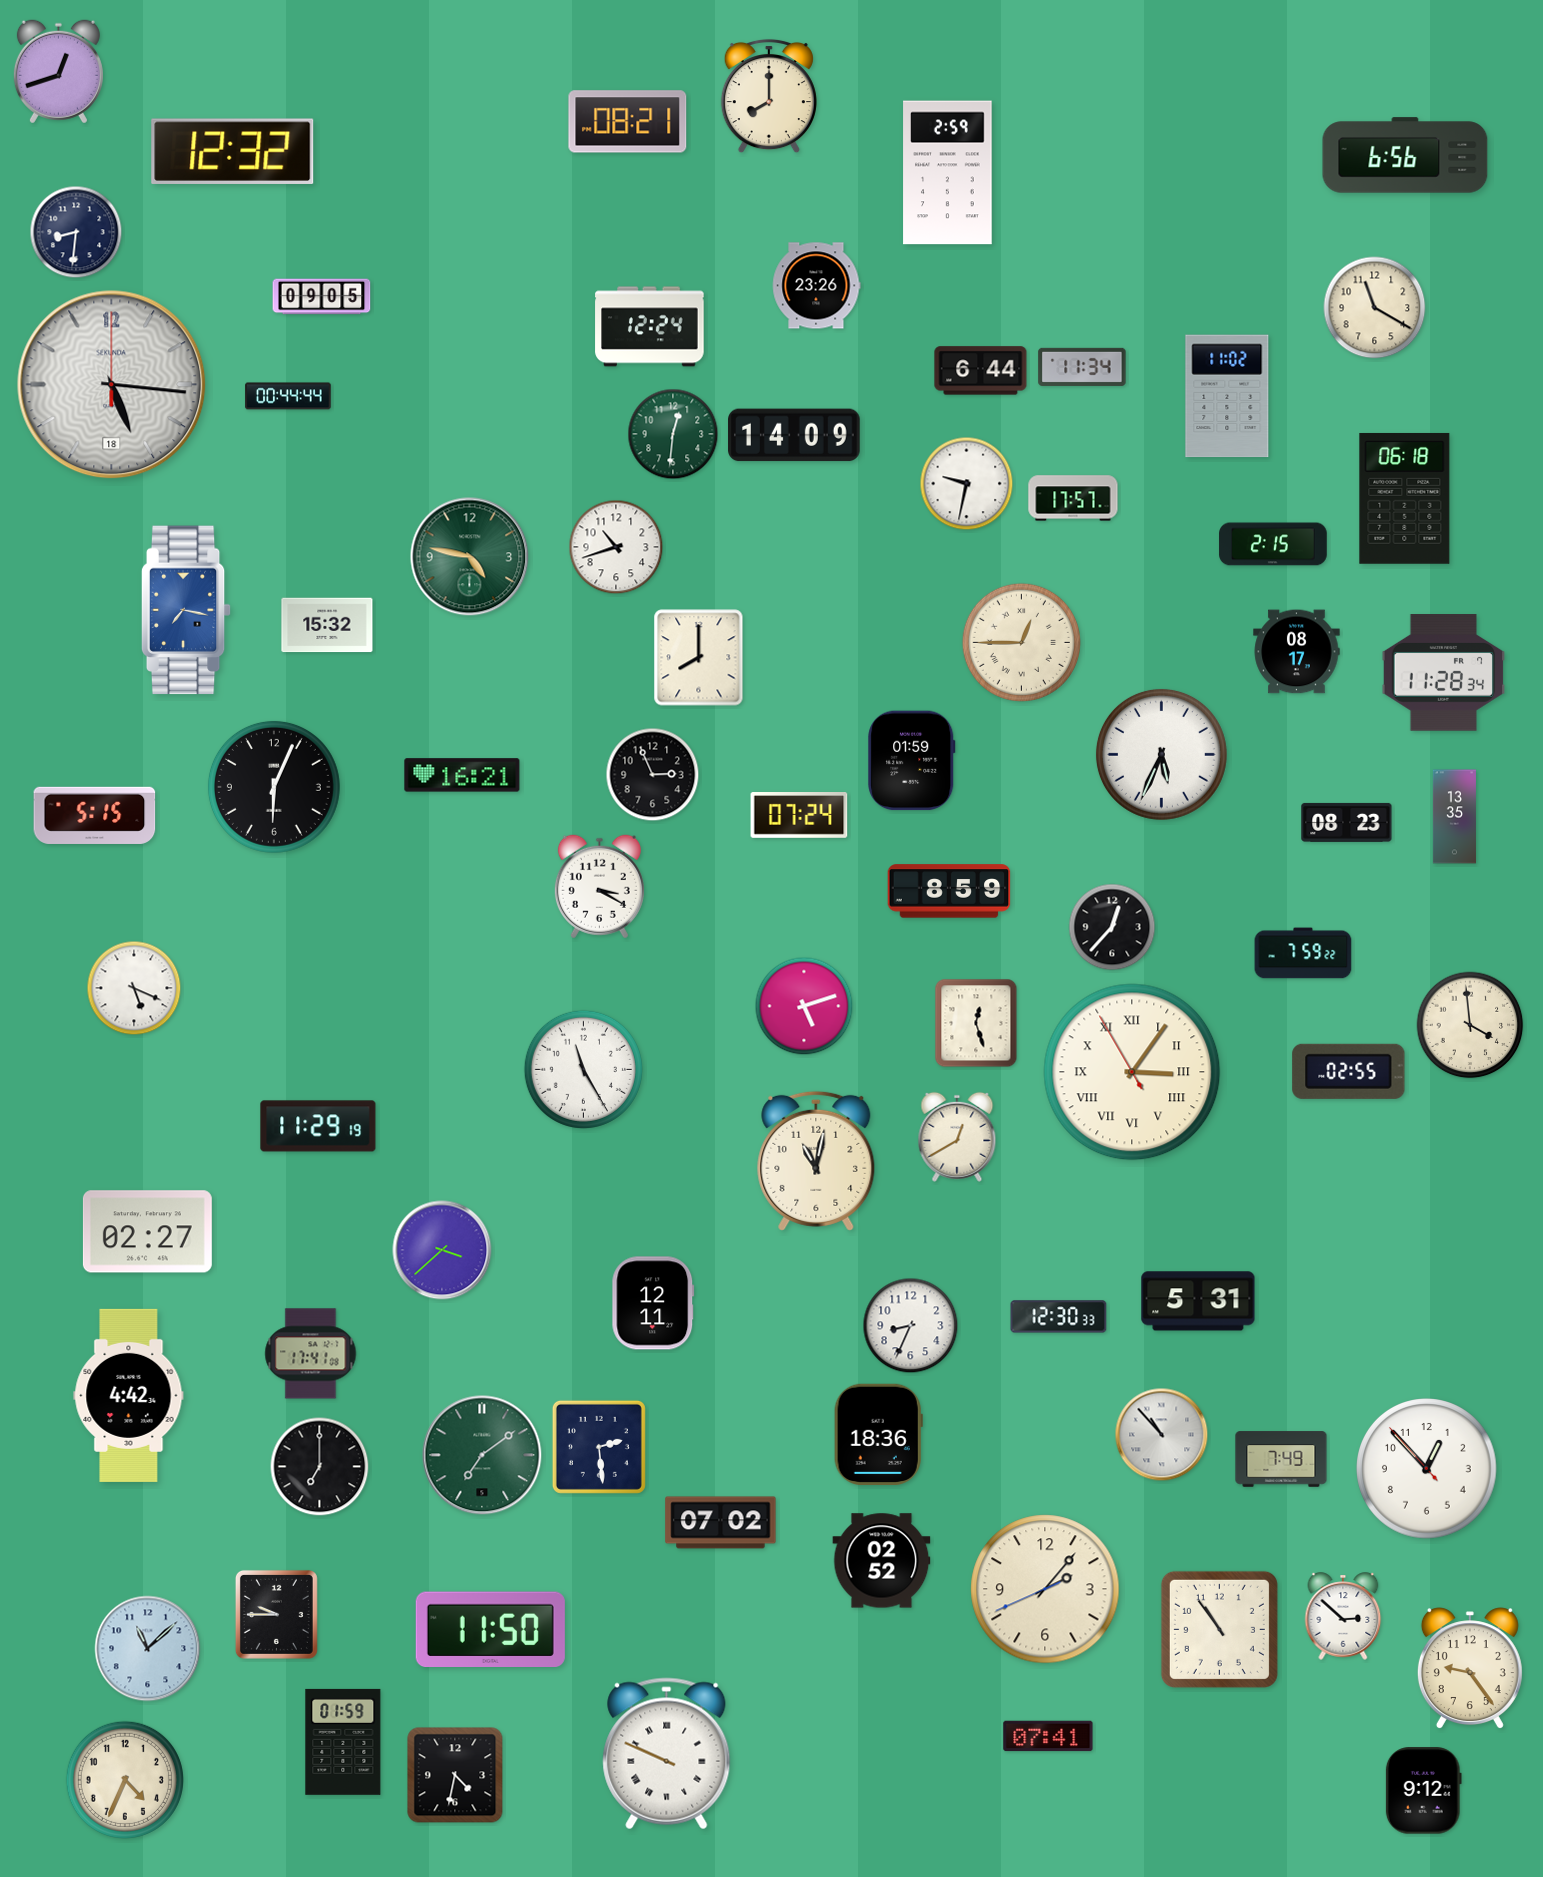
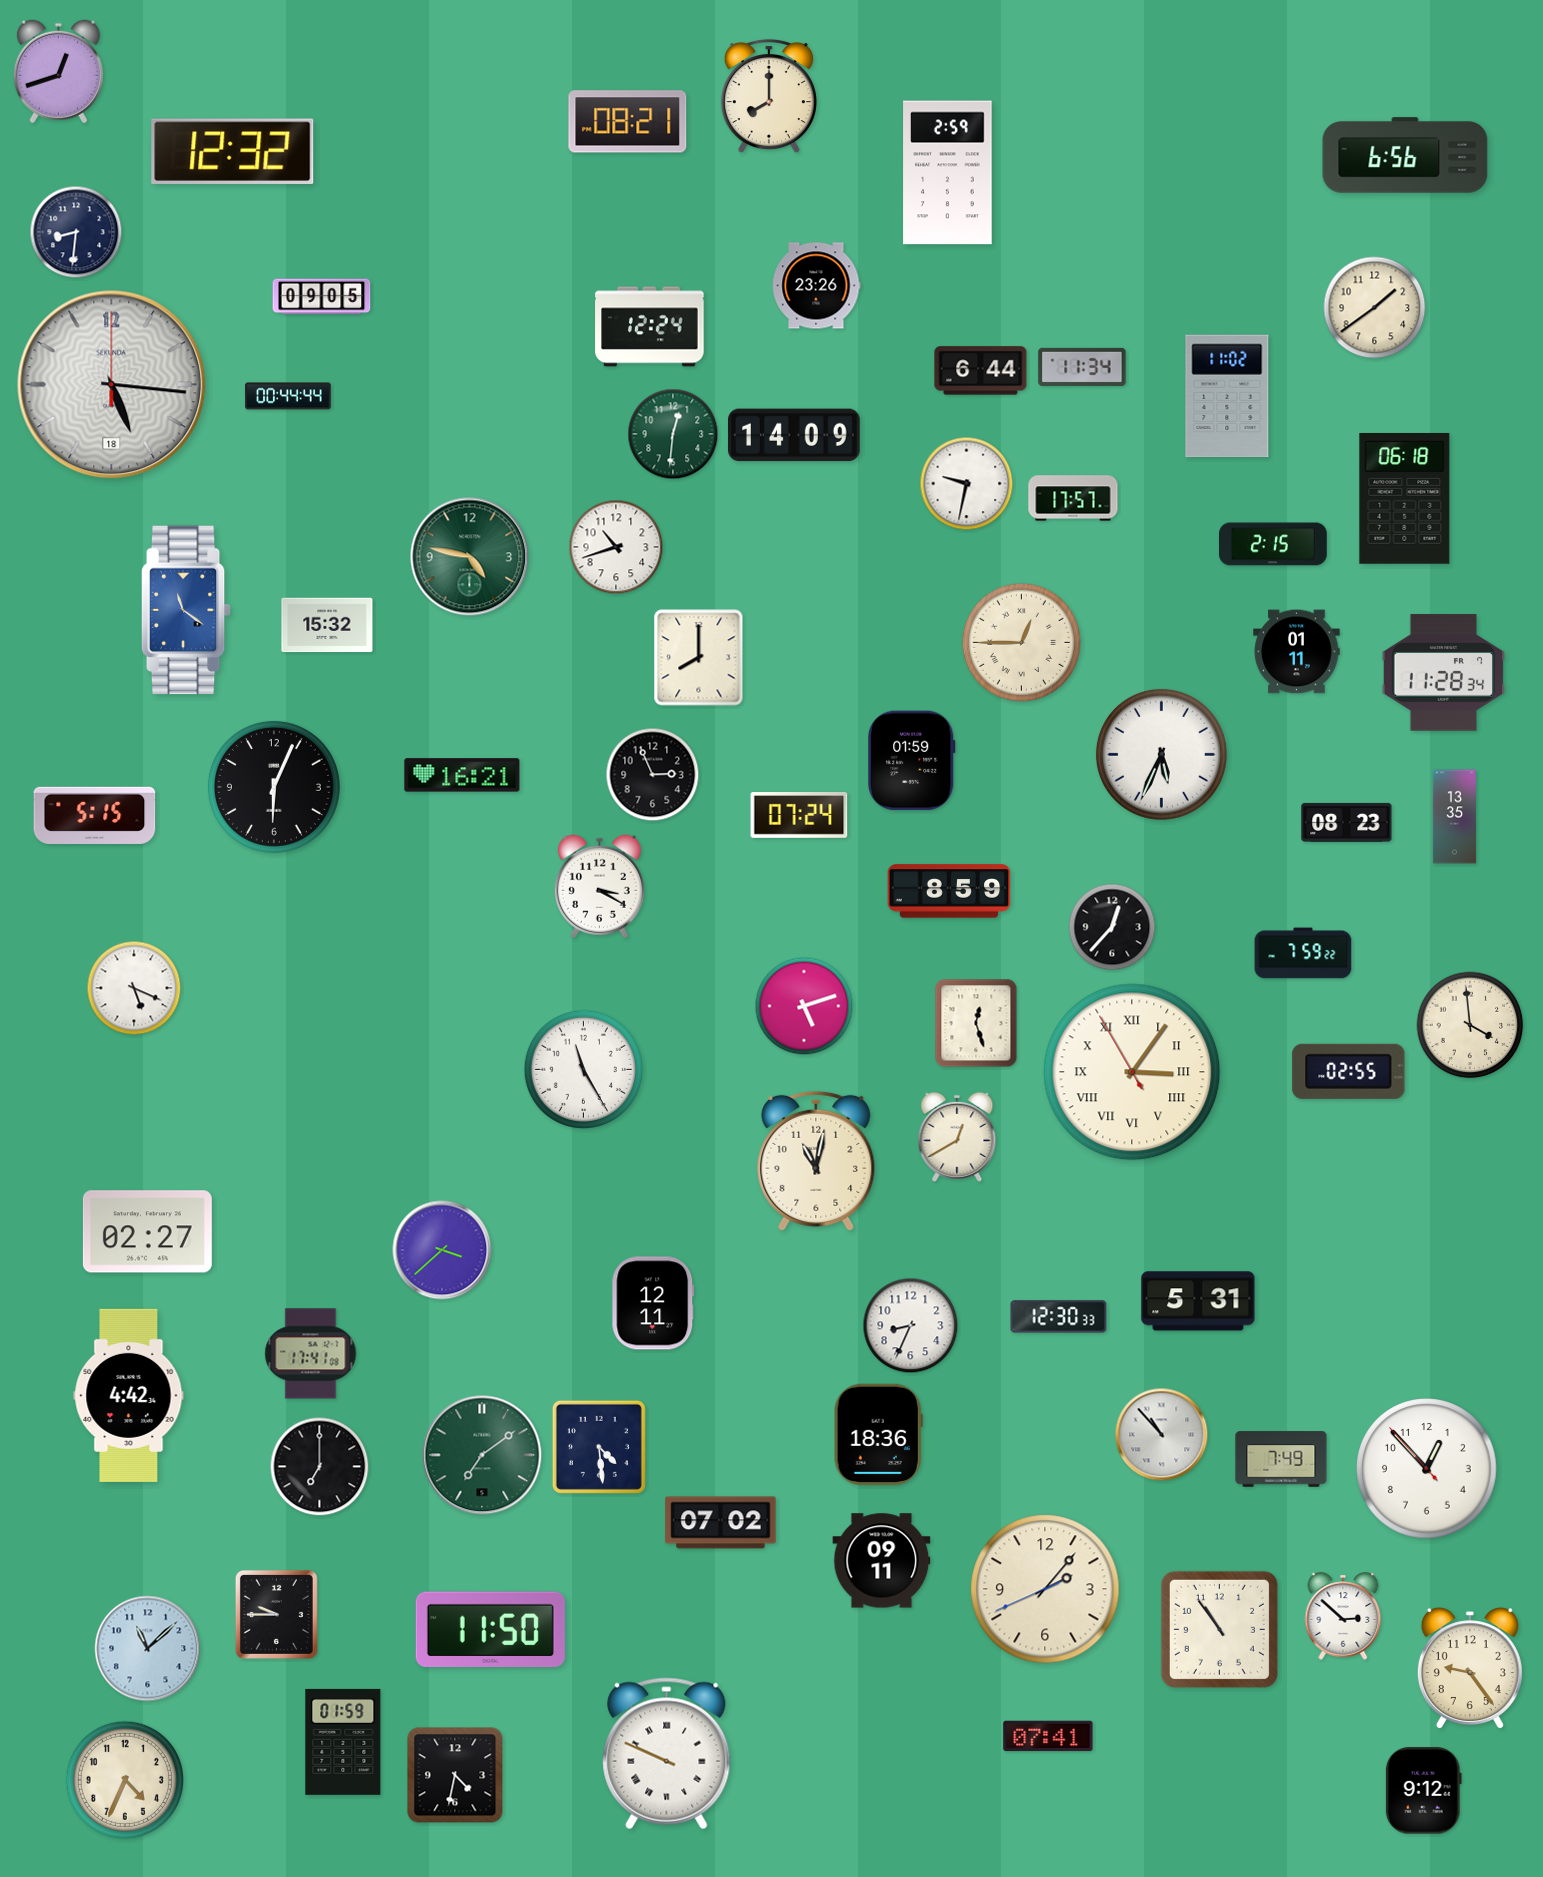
clock at (1375, 308): 11:20 -> 1:39
clock at (186, 610): 7:17 -> 11:21
clock at (1297, 652): 08:17 -> 01:11
clock at (318, 1126): 11:29 -> none
clock at (599, 1447): 2:29 -> 4:29
clock at (882, 1561): 02:52 -> 09:11
